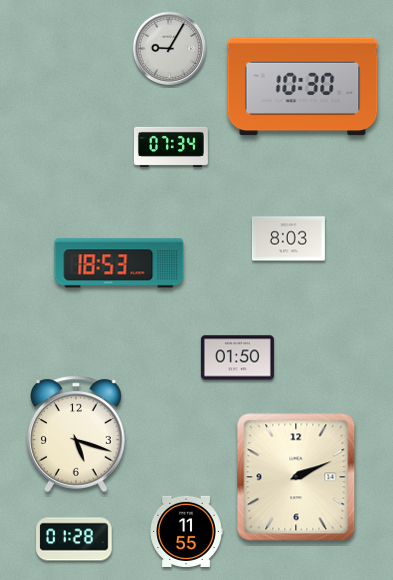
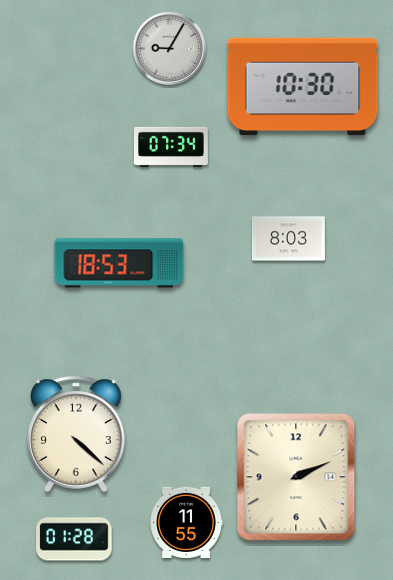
clock at (237, 358): 01:50 -> none
clock at (77, 434): 5:18 -> 4:22
clock at (186, 531) position: (186, 531) -> (186, 522)
